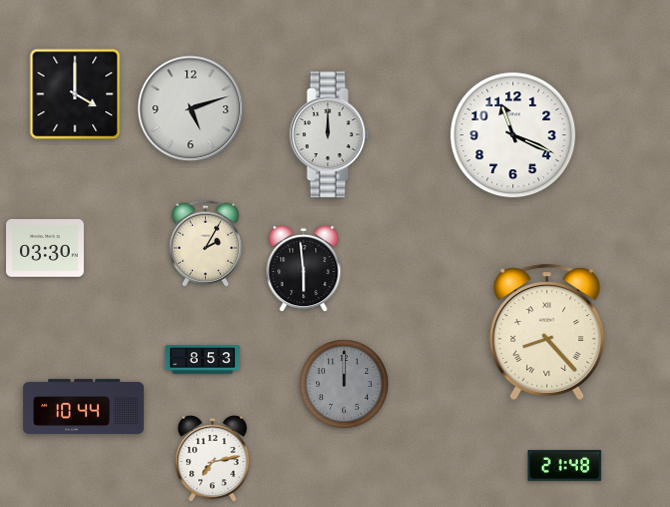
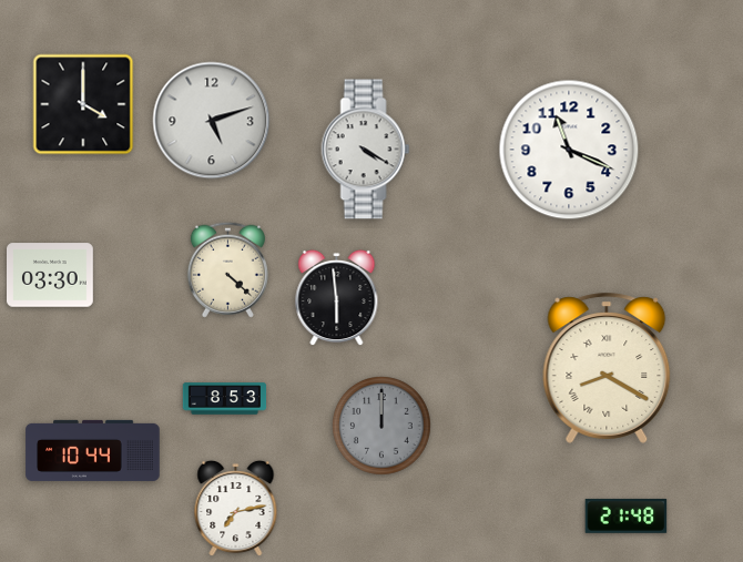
clock at (330, 135): 12:00 -> 4:20
clock at (205, 243): 2:05 -> 4:22
clock at (547, 332): 8:23 -> 8:20
